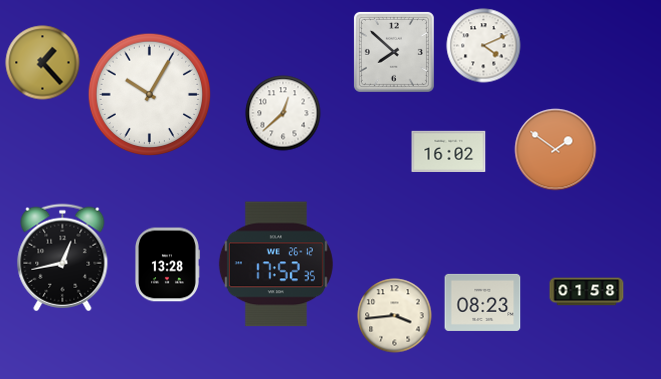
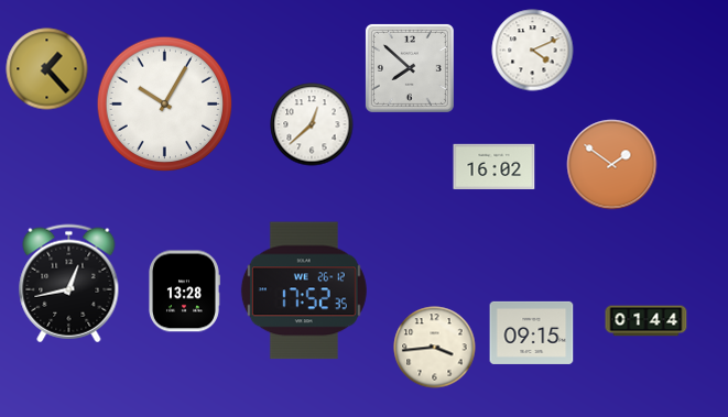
clock at (394, 52) position: (394, 52) -> (410, 68)
clock at (587, 292): 01:58 -> 01:44
clock at (483, 302): 08:23 -> 09:15
